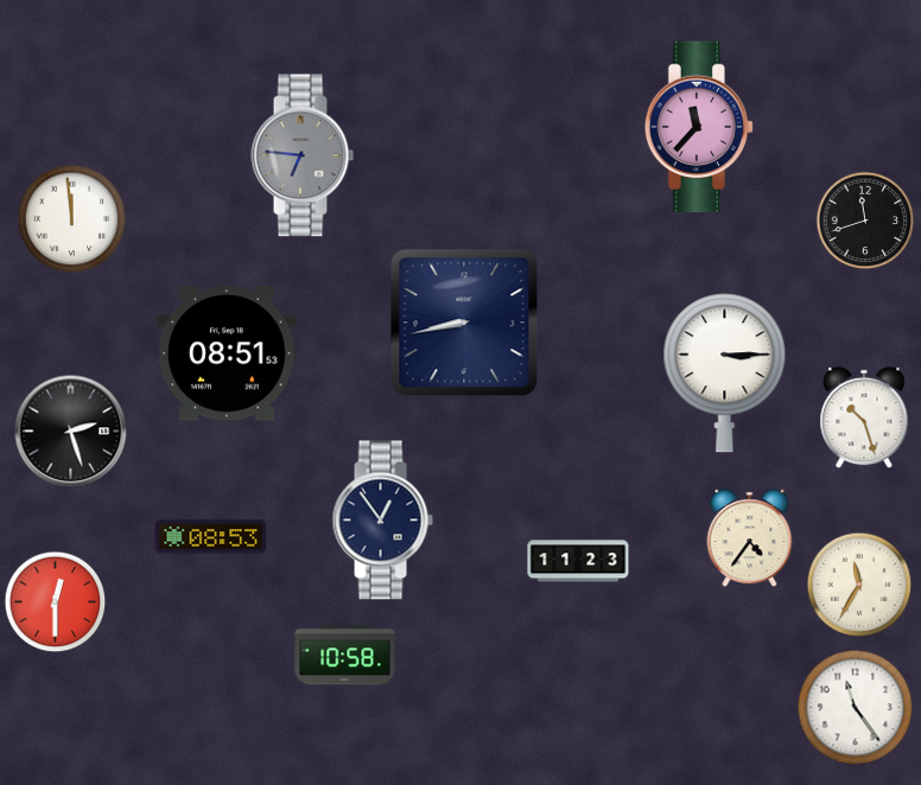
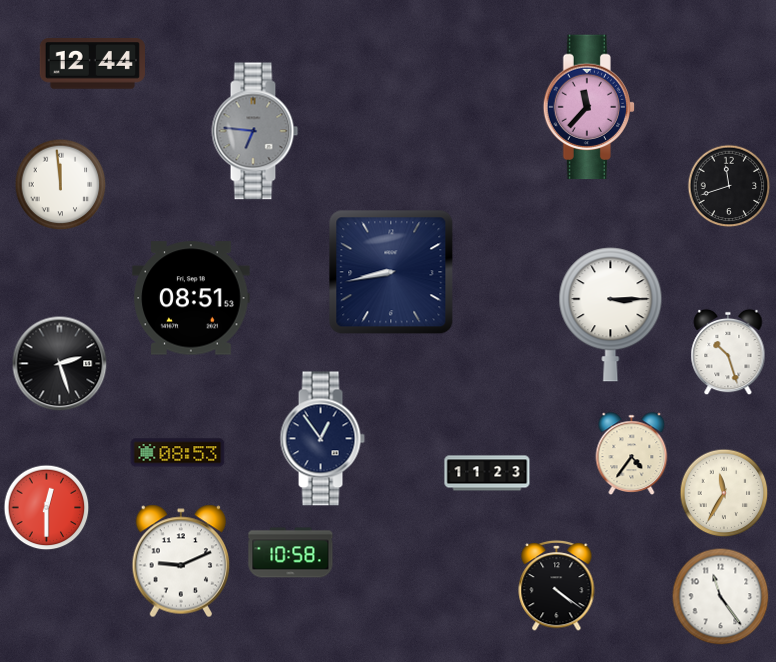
clock at (92, 64): none -> 12:44
clock at (181, 561): none -> 9:11
clock at (557, 585): none -> 4:21
